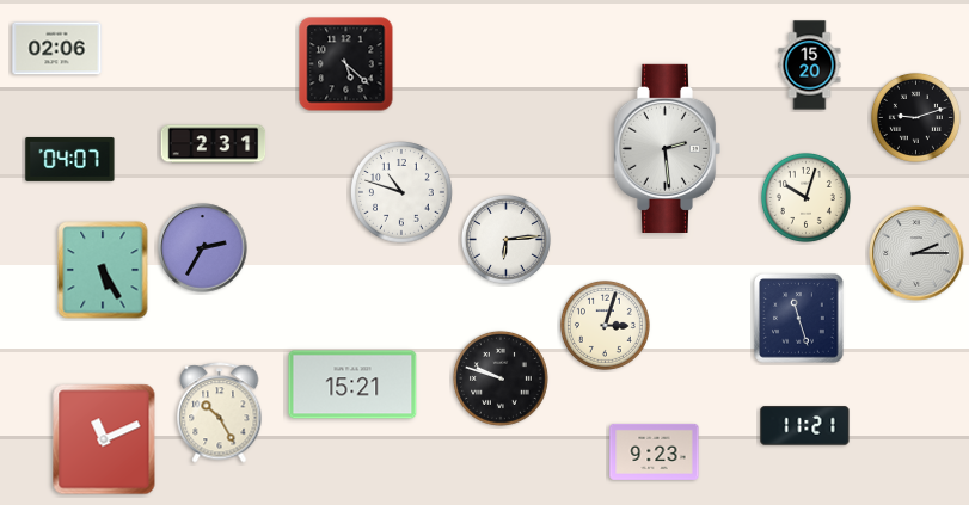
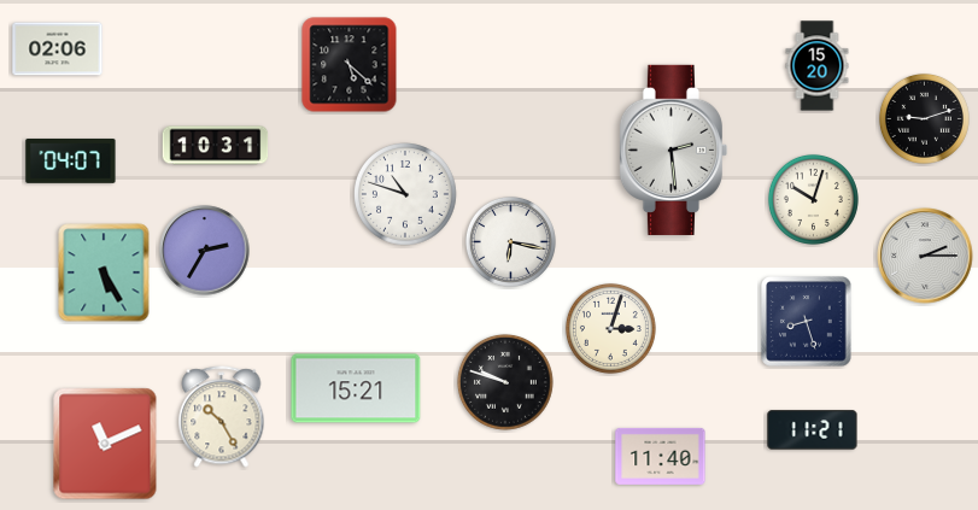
clock at (214, 144): 2:31 -> 10:31
clock at (505, 239): 6:14 -> 6:17
clock at (799, 319): 11:27 -> 8:27
clock at (655, 451): 9:23 -> 11:40
